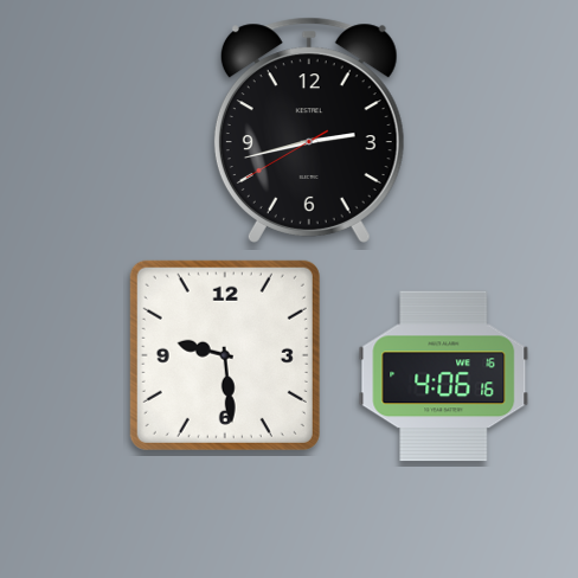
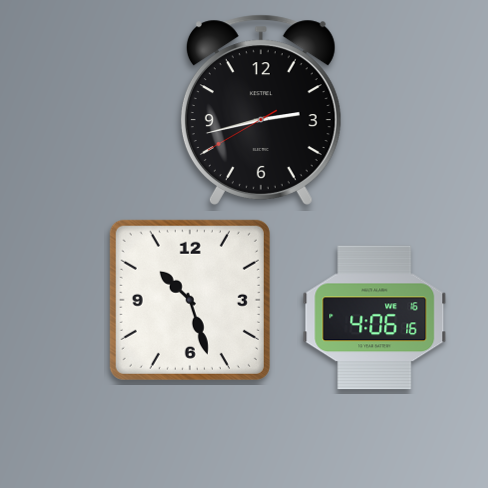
clock at (225, 355): 9:29 -> 10:27
